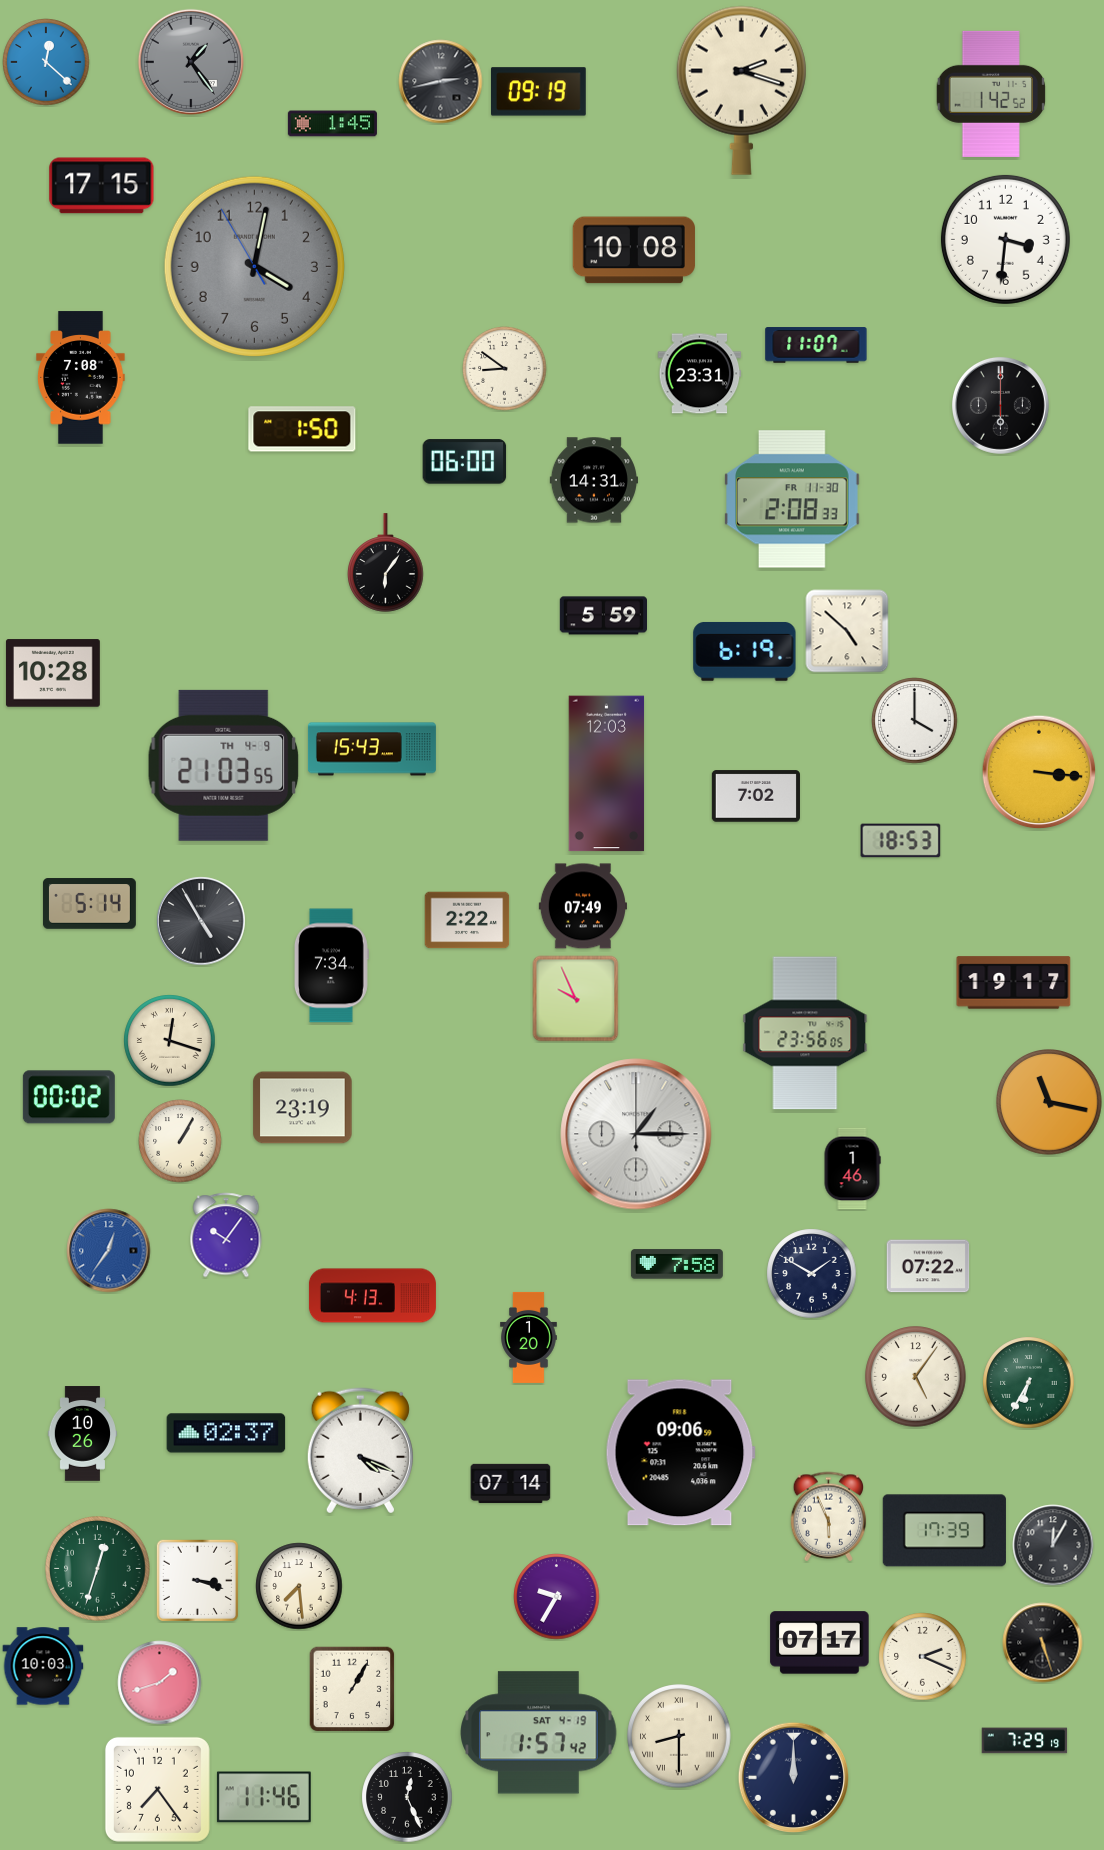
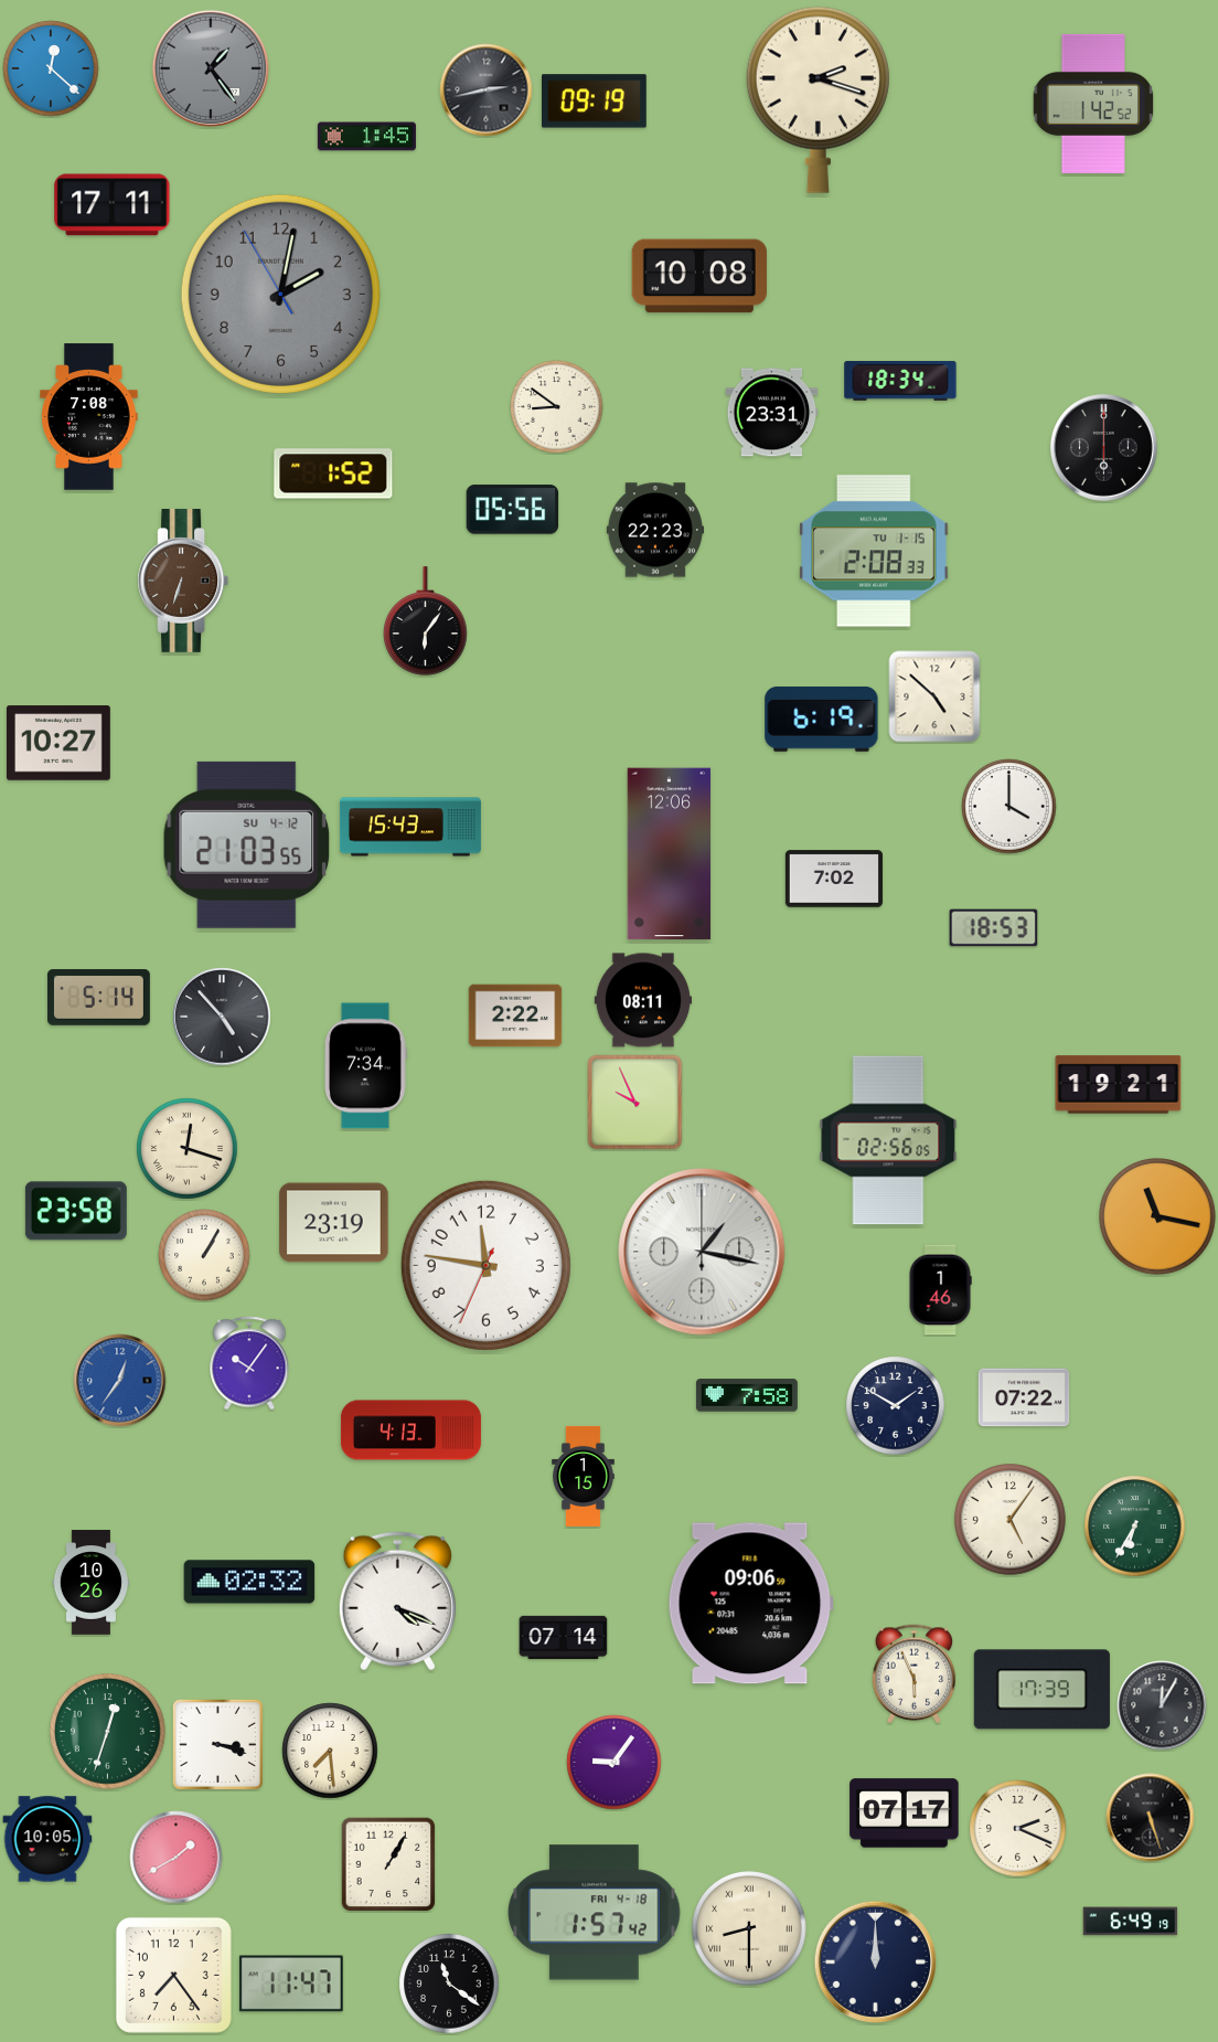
clock at (102, 186): 17:15 -> 17:11
clock at (1005, 239): 3:31 -> none
clock at (254, 266): 4:01 -> 2:01
clock at (816, 345): 11:07 -> 18:34
clock at (302, 429): 1:50 -> 1:52
clock at (465, 462): 06:00 -> 05:56
clock at (594, 480): 14:31 -> 22:23
clock at (792, 499) date: FR 11-30 -> TU 1-15
clock at (183, 581): none -> 6:33
clock at (603, 616): 5:59 -> none
clock at (53, 673): 10:28 -> 10:27
clock at (915, 721) position: (915, 721) -> (1009, 807)
clock at (224, 765) date: TH 4-9 -> SU 4-12
clock at (1039, 772): 3:16 -> none
clock at (607, 774): 12:03 -> 12:06
clock at (583, 906): 07:49 -> 08:11
clock at (201, 921): 4:55 -> 4:53
clock at (1014, 983): 19:17 -> 19:21
clock at (805, 1033): 23:56 -> 02:56
clock at (69, 1097): 00:02 -> 23:58
clock at (636, 1134): 1:15 -> 1:17
clock at (180, 1141) position: (180, 1141) -> (204, 1255)
clock at (485, 1265): none -> 11:46
clock at (529, 1337): 1:20 -> 1:15
clock at (226, 1433): 02:37 -> 02:32
clock at (557, 1597): 9:35 -> 9:06
clock at (1043, 1643) position: (1043, 1643) -> (1151, 1818)
clock at (43, 1666): 10:03 -> 10:05
clock at (160, 1683): 1:42 -> 1:40
clock at (539, 1733) date: SAT 4-19 -> FRI 4-18
clock at (679, 1736) position: (679, 1736) -> (749, 1928)
clock at (1025, 1741): 7:29 -> 6:49
clock at (264, 1797): 11:46 -> 11:47
clock at (407, 1797): 12:26 -> 11:21
